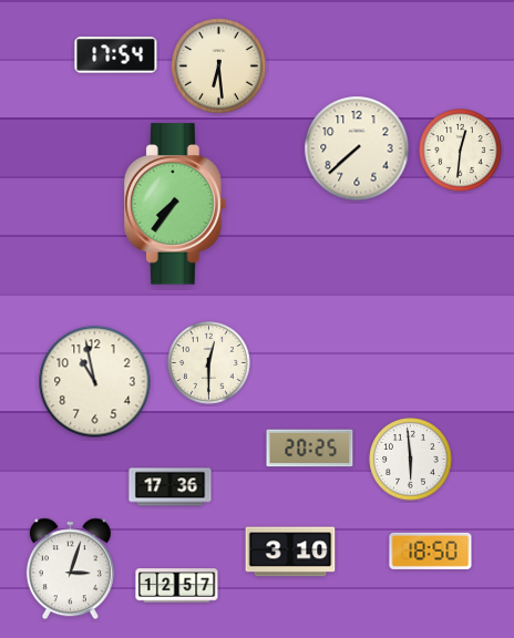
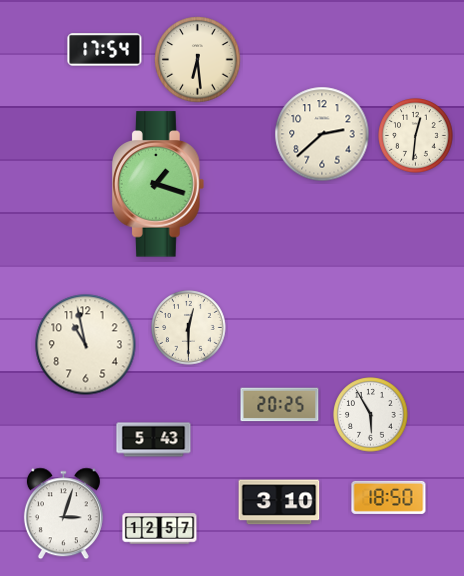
clock at (357, 148): 7:38 -> 2:38
clock at (175, 204): 7:36 -> 1:18
clock at (411, 460): 5:59 -> 5:55
clock at (171, 487): 17:36 -> 5:43
clock at (290, 552) position: (290, 552) -> (279, 502)
